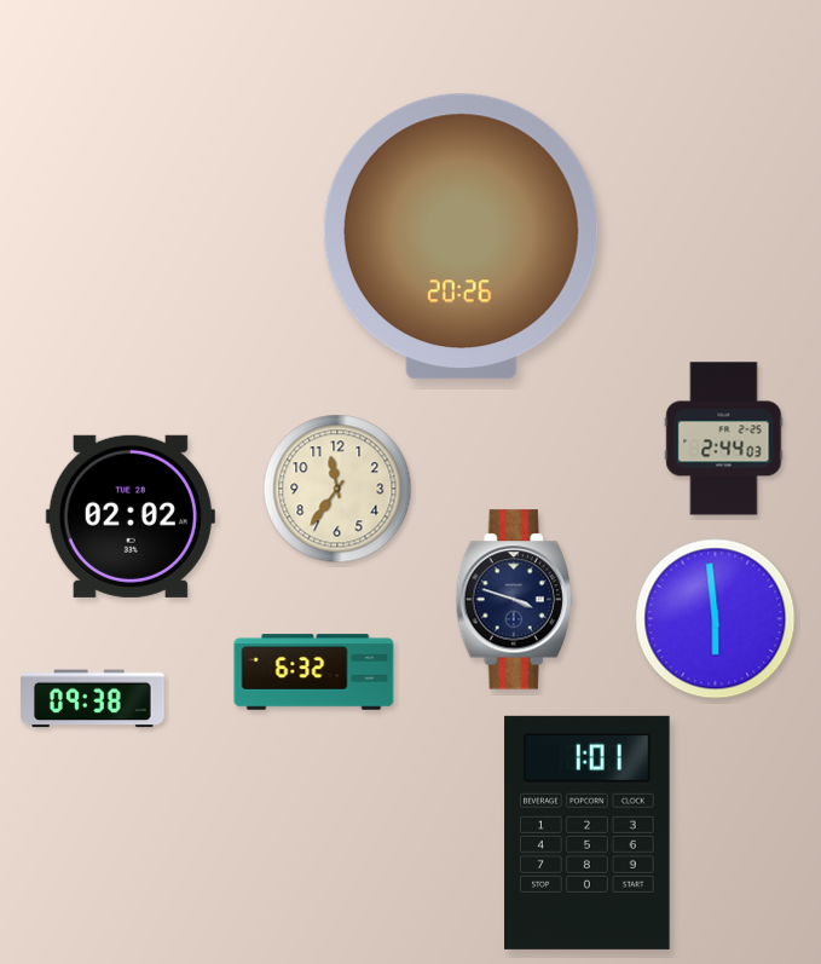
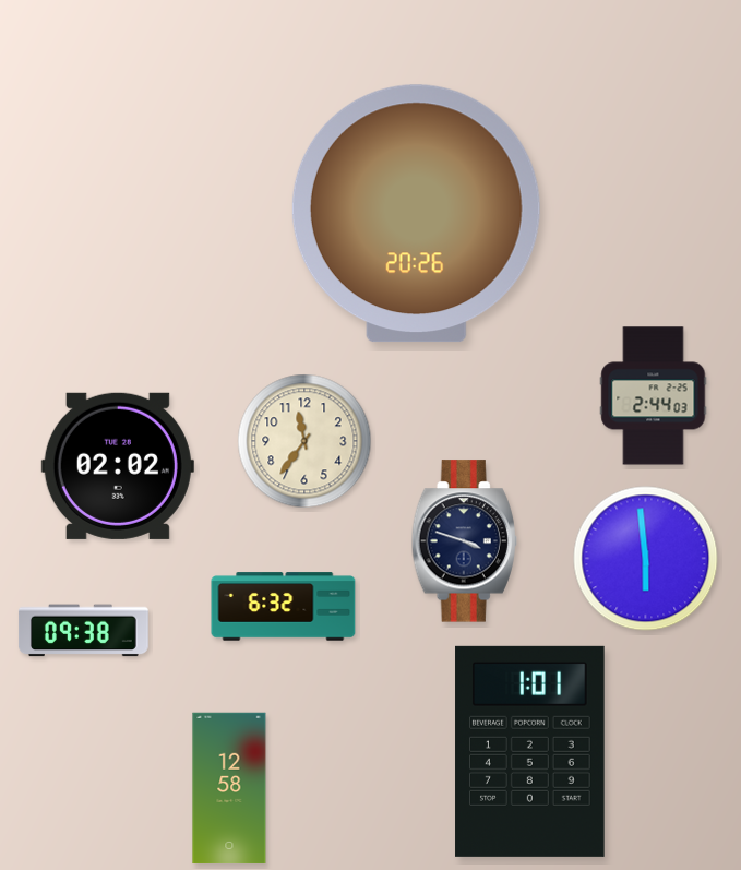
clock at (229, 788): none -> 12:58
